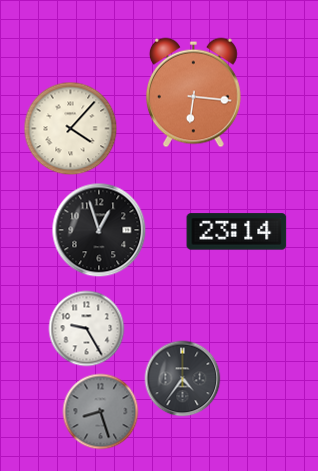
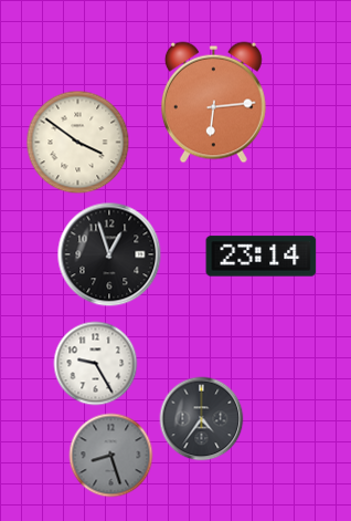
clock at (193, 93): 6:16 -> 6:14
clock at (71, 129): 4:07 -> 3:51
